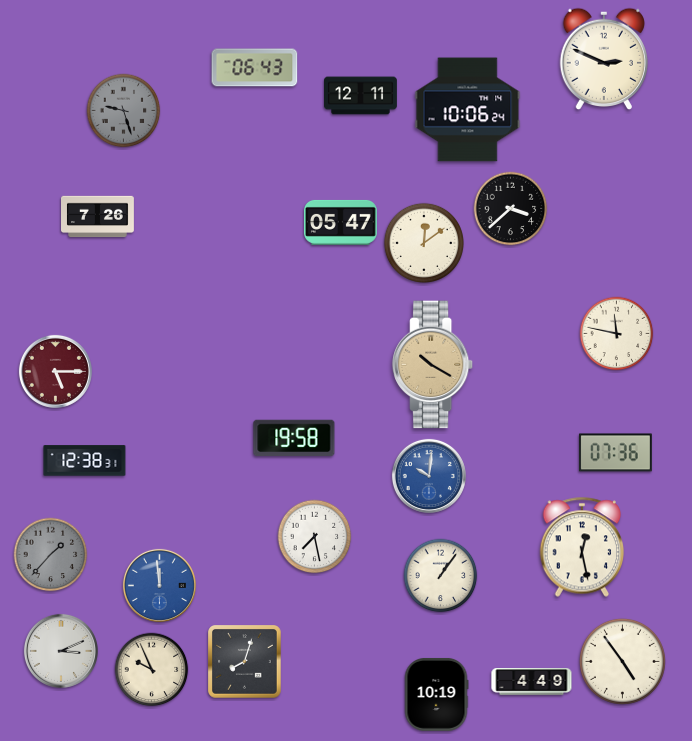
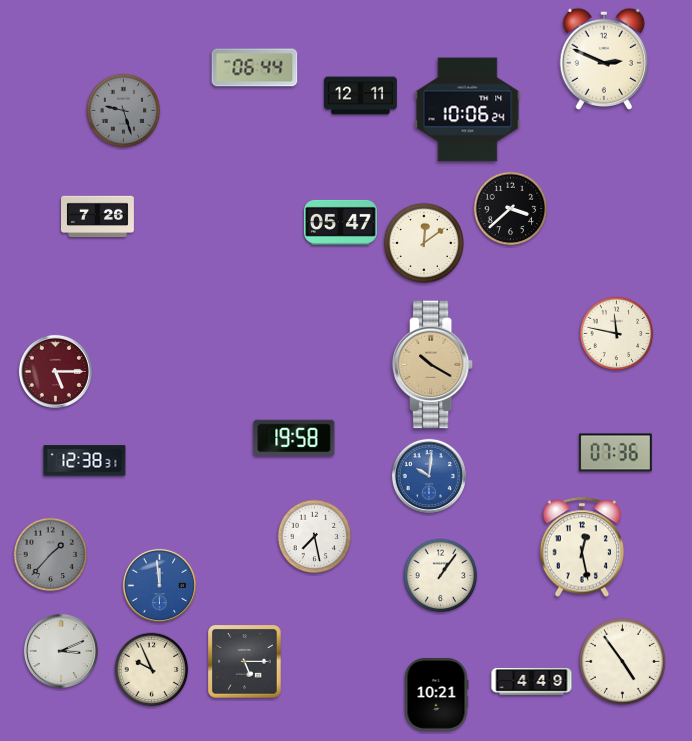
clock at (255, 68): 06:43 -> 06:44
clock at (245, 662): 8:03 -> 5:15
clock at (436, 694): 10:19 -> 10:21
